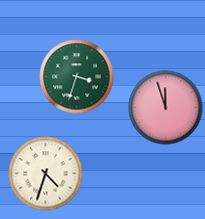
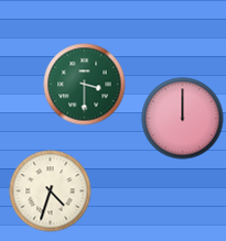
clock at (77, 77): 3:33 -> 3:30
clock at (166, 108): 11:57 -> 12:00
